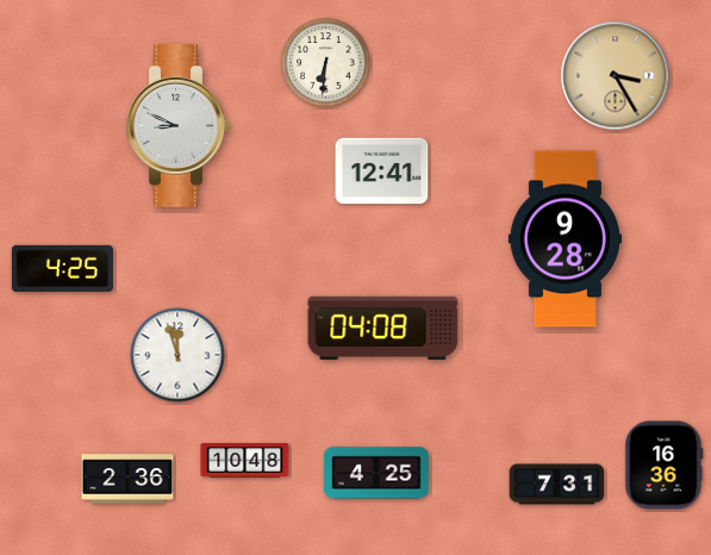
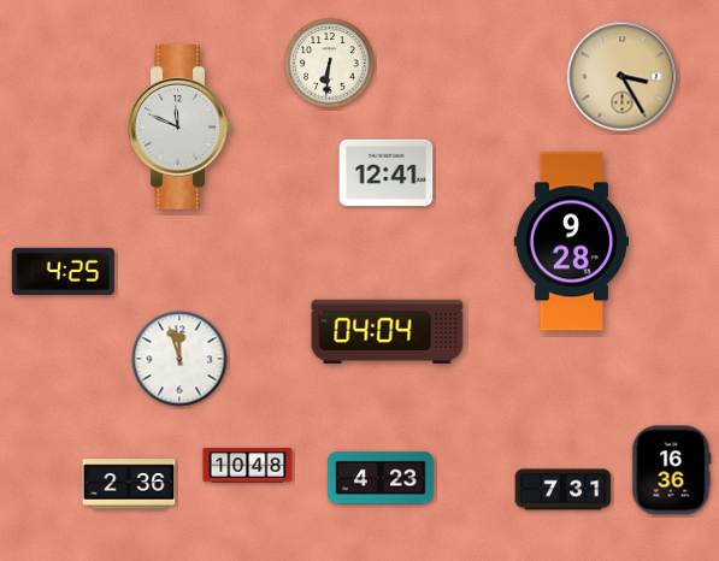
clock at (179, 125): 8:49 -> 11:49
clock at (383, 328): 04:08 -> 04:04
clock at (378, 473): 4:25 -> 4:23
